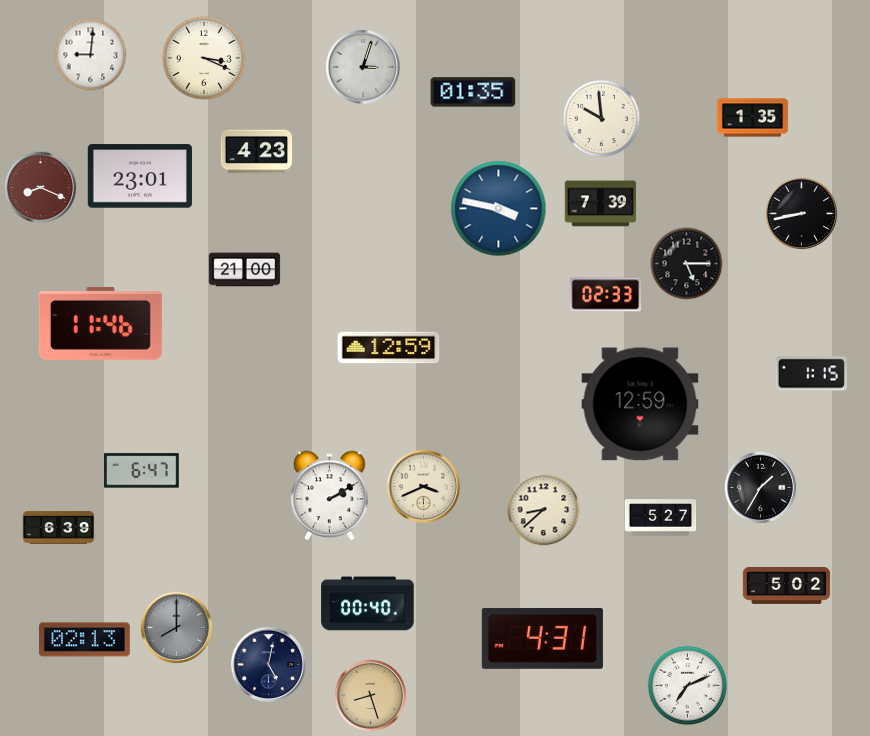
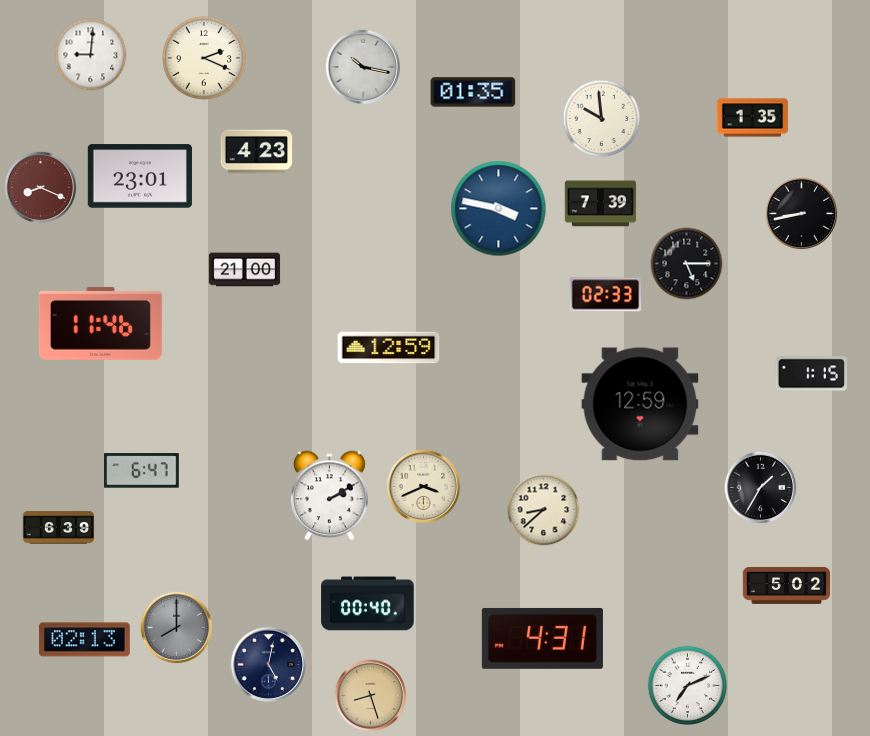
clock at (204, 58): 3:19 -> 2:19
clock at (362, 66): 3:03 -> 10:17
clock at (661, 518): 5:27 -> none
